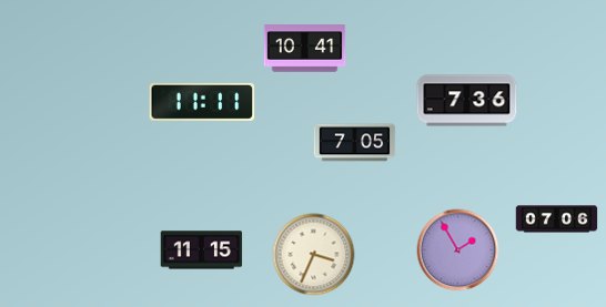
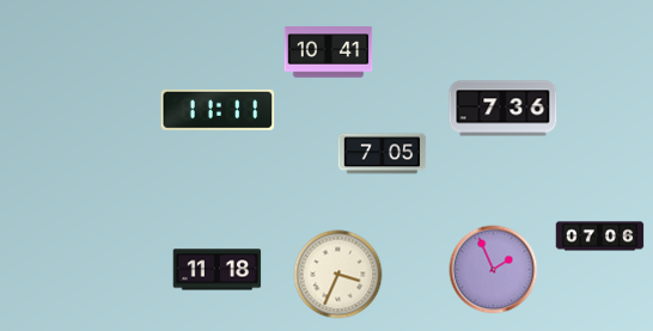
clock at (202, 250): 11:15 -> 11:18
clock at (458, 250): 1:55 -> 1:56
